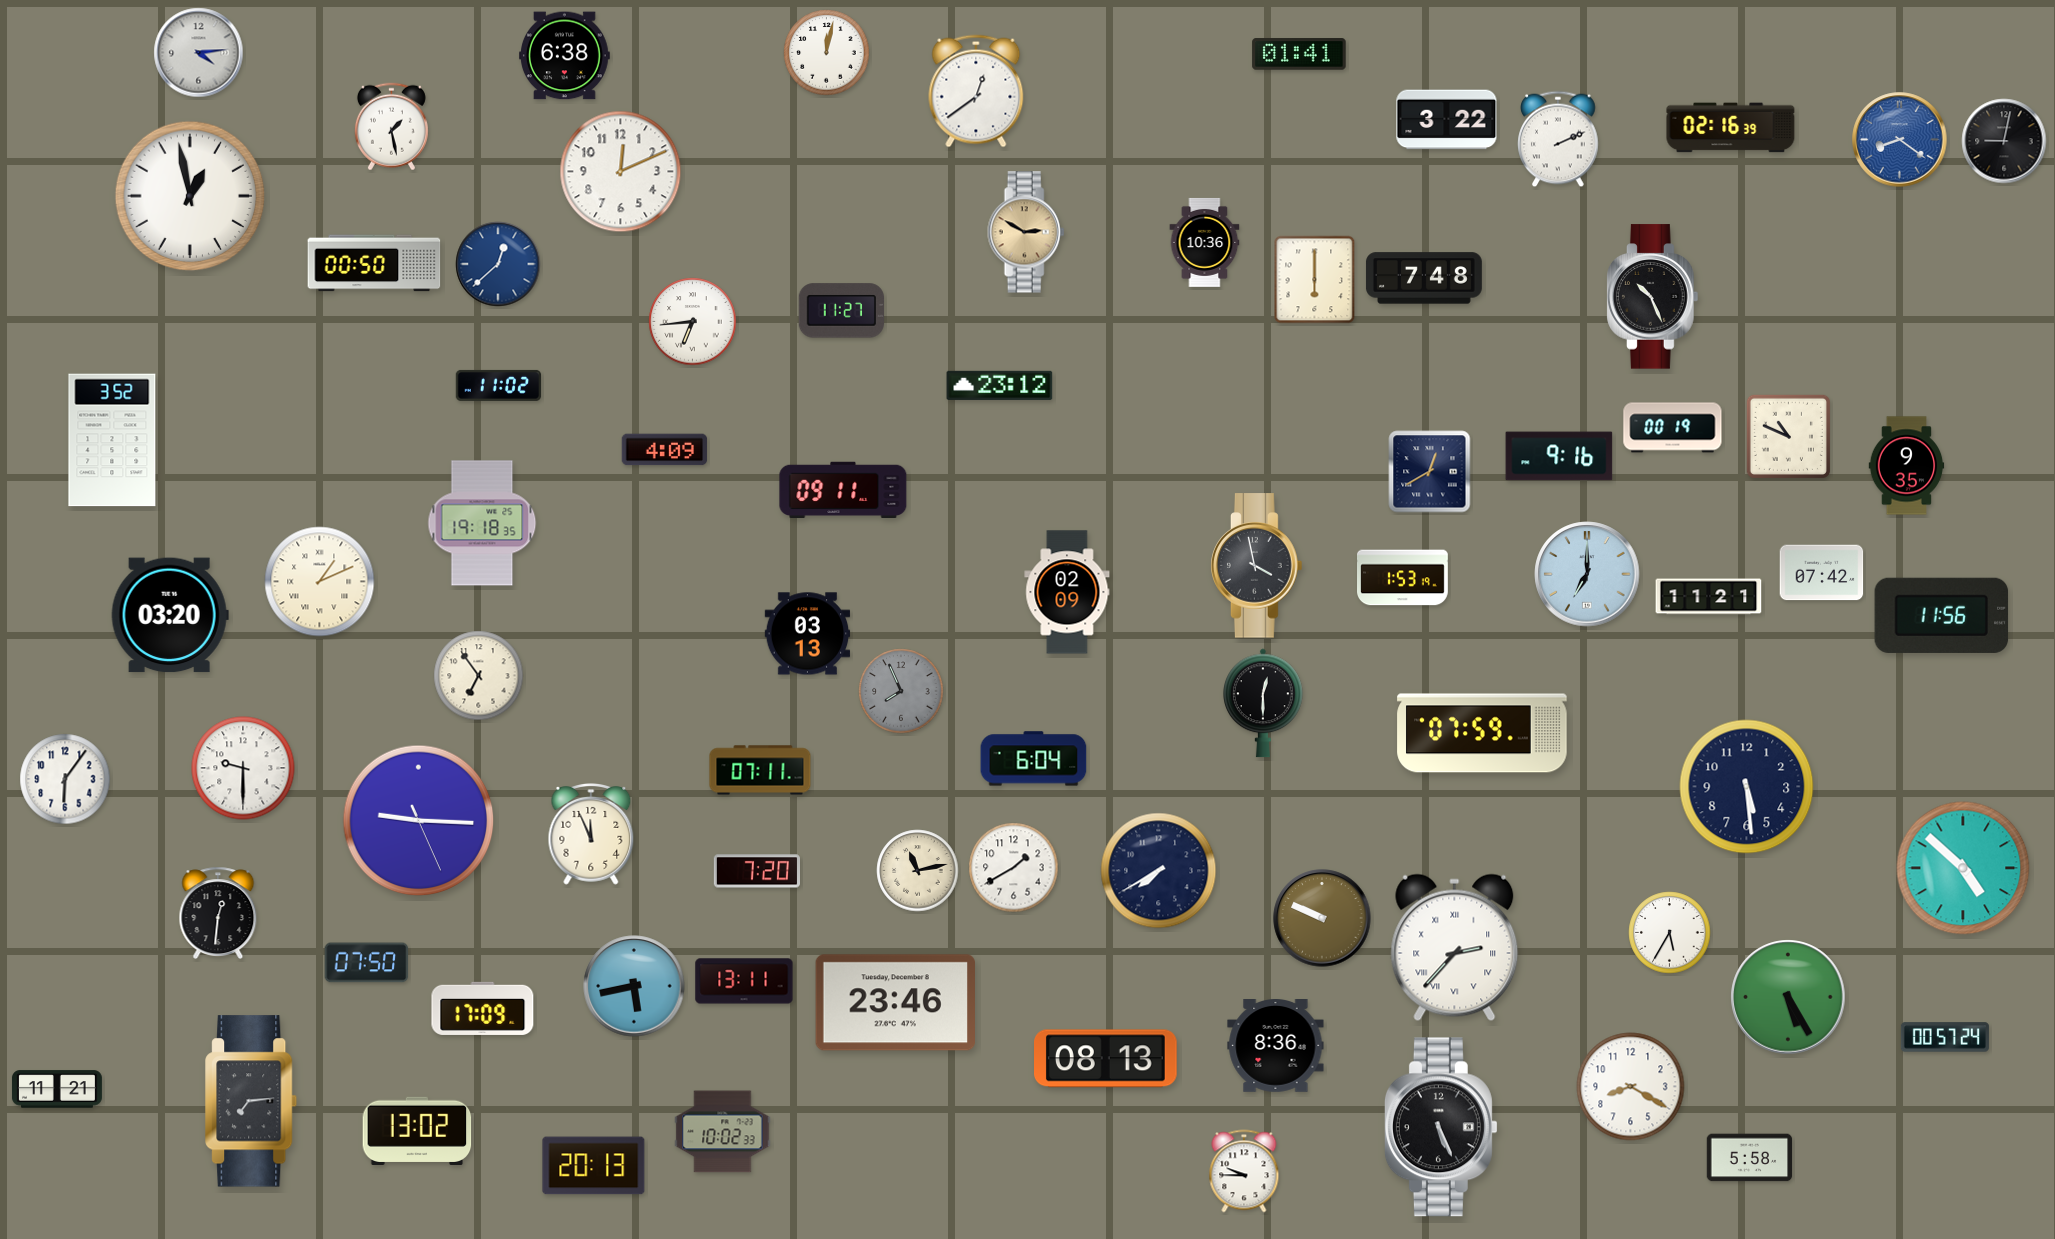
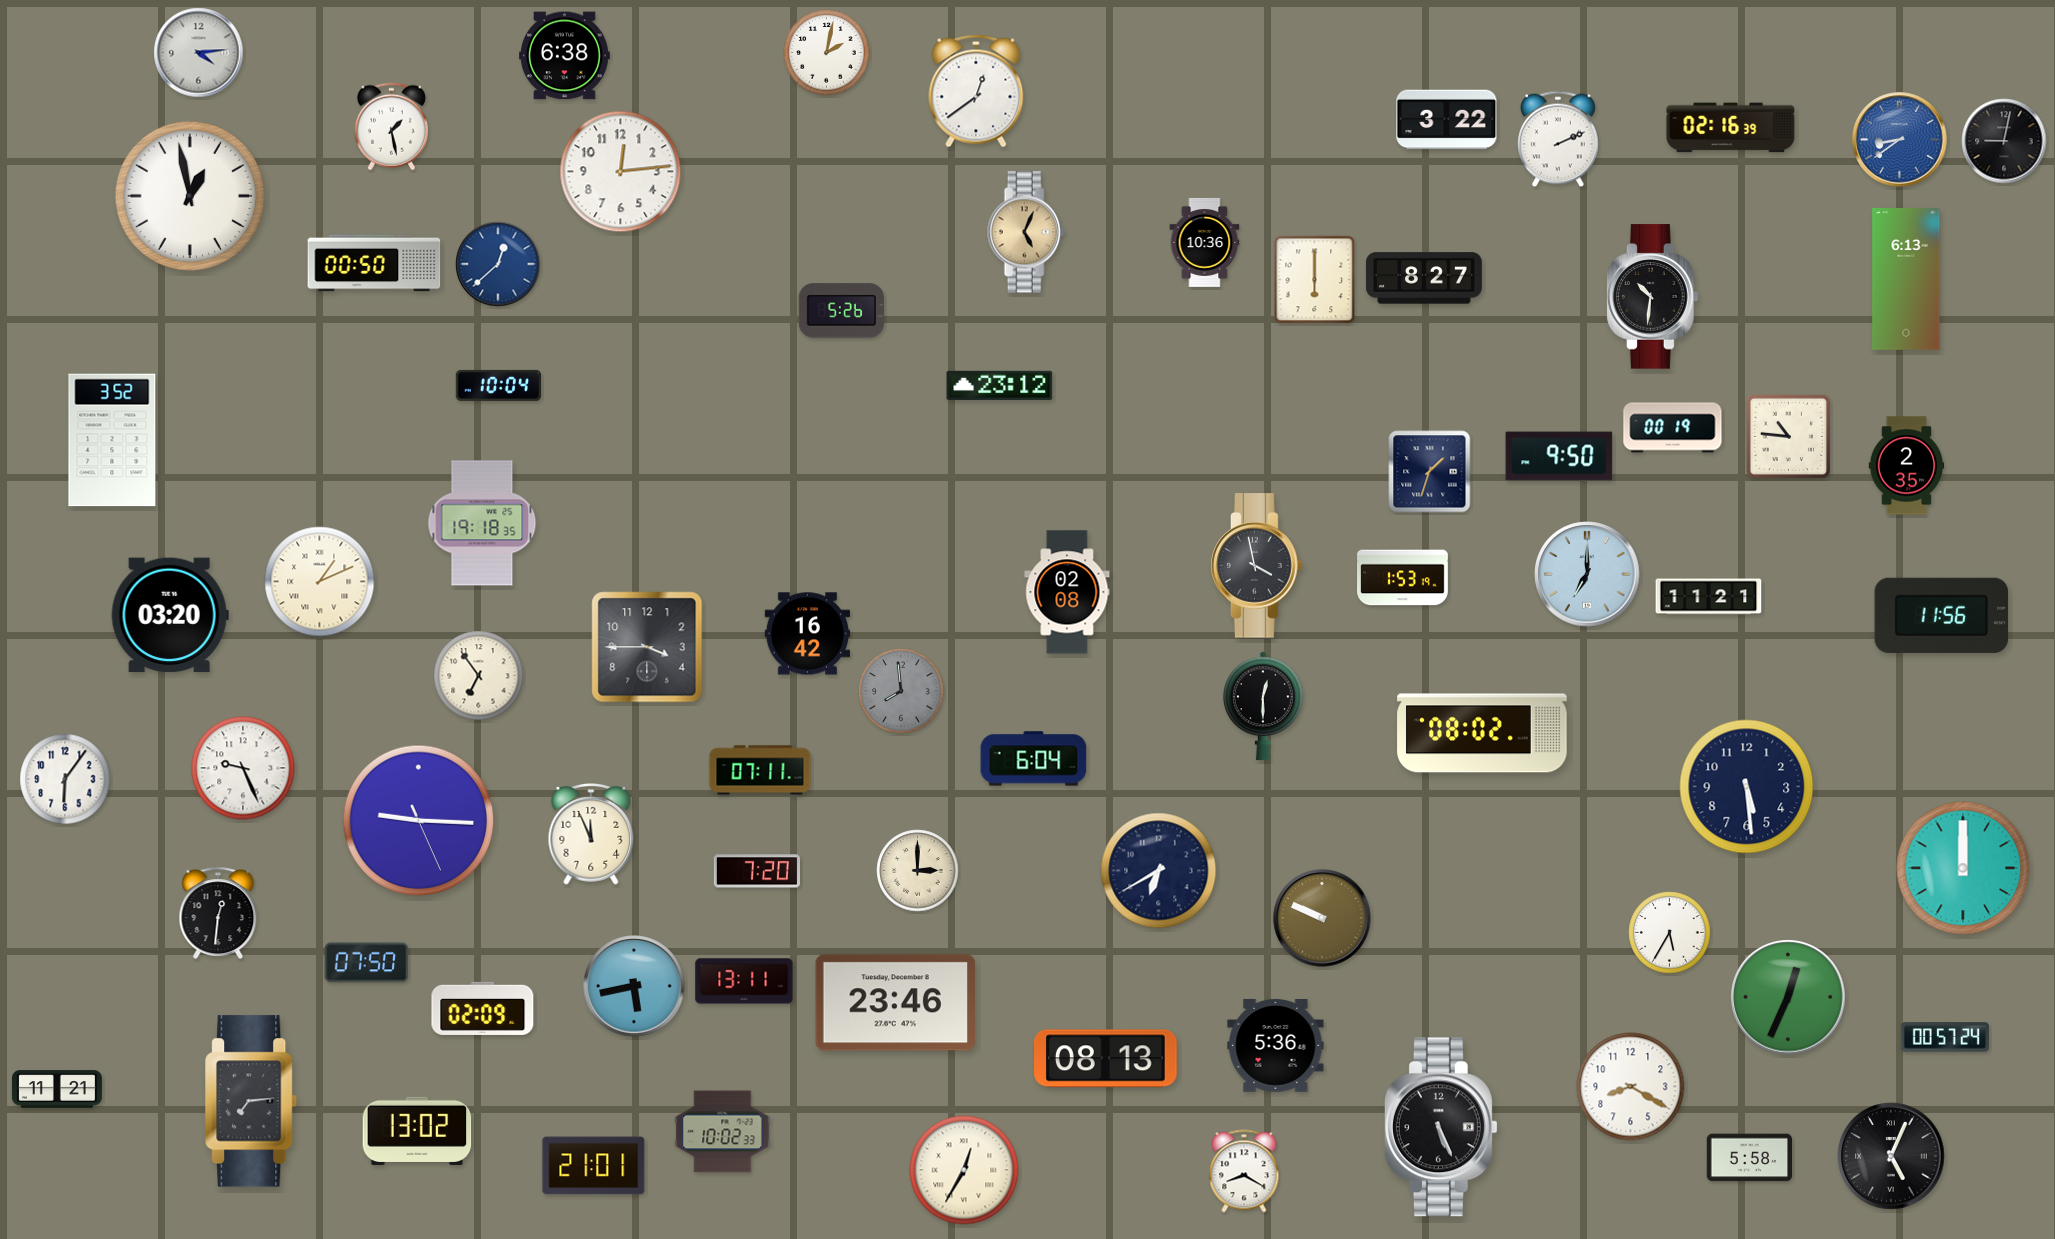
clock at (827, 53): 12:02 -> 2:02
clock at (1299, 54): 01:41 -> none
clock at (1900, 140): 8:21 -> 8:39
clock at (621, 172): 12:11 -> 12:14
clock at (1026, 232): 2:50 -> 5:04
clock at (1424, 278): 7:48 -> 8:27
clock at (1906, 280): none -> 6:13
clock at (1653, 297): 10:26 -> 10:31
clock at (841, 311): 11:27 -> 5:26
clock at (693, 322): 6:44 -> none
clock at (499, 385): 11:02 -> 10:04
clock at (1788, 436): 10:49 -> 10:46
clock at (665, 450): 4:09 -> none
clock at (1559, 456): 9:16 -> 9:50
clock at (1907, 466): 9:35 -> 2:35
clock at (1430, 472): 12:40 -> 1:33
clock at (843, 489): 09:11 -> none
clock at (1822, 573): 07:42 -> none
clock at (1067, 592): 02:09 -> 02:08
clock at (808, 634): 03:13 -> 16:42
clock at (647, 647): none -> 3:45
clock at (901, 691): 7:56 -> 7:59
clock at (1264, 703) position: (1264, 703) -> (1264, 706)
clock at (1482, 733): 07:59 -> 08:02
clock at (243, 768): 9:30 -> 9:26
clock at (1014, 868): 1:40 -> none
clock at (1963, 868): 4:52 -> 12:00
clock at (918, 871): 11:13 -> 3:00
clock at (1159, 871): 7:40 -> 6:40
clock at (1455, 948): 2:37 -> none
clock at (1788, 997): 5:25 -> 12:34
clock at (483, 1008): 17:09 -> 02:09
clock at (1276, 1046): 8:36 -> 5:36
clock at (1891, 1156): none -> 5:04
clock at (594, 1166): 20:13 -> 21:01
clock at (964, 1170): none -> 12:35
clock at (1244, 1171): 9:45 -> 8:20
